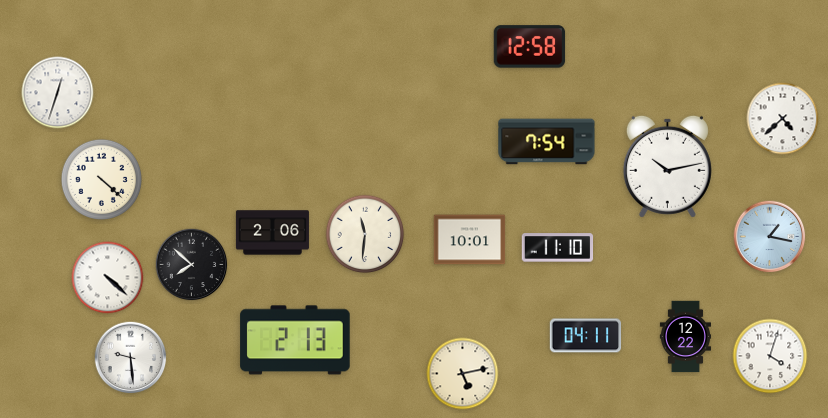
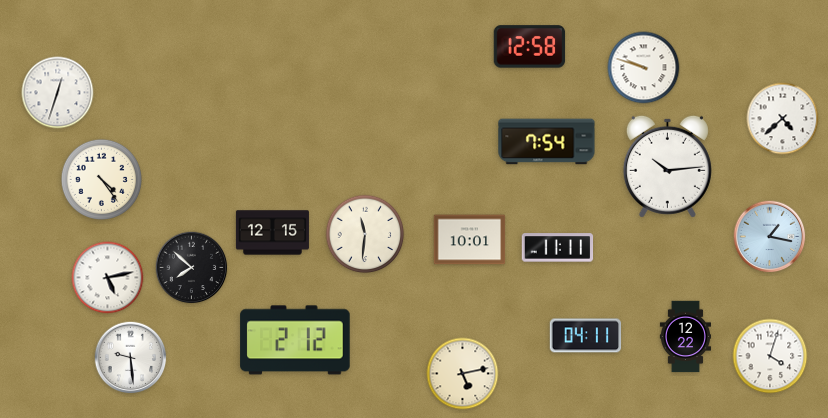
clock at (644, 68): none -> 9:48
clock at (667, 166): 10:13 -> 10:14
clock at (101, 179): 4:22 -> 4:24
clock at (272, 233): 2:06 -> 12:15
clock at (558, 248): 11:10 -> 11:11
clock at (192, 265) position: (192, 265) -> (192, 268)
clock at (108, 278): 4:22 -> 5:13
clock at (295, 340): 2:13 -> 2:12
